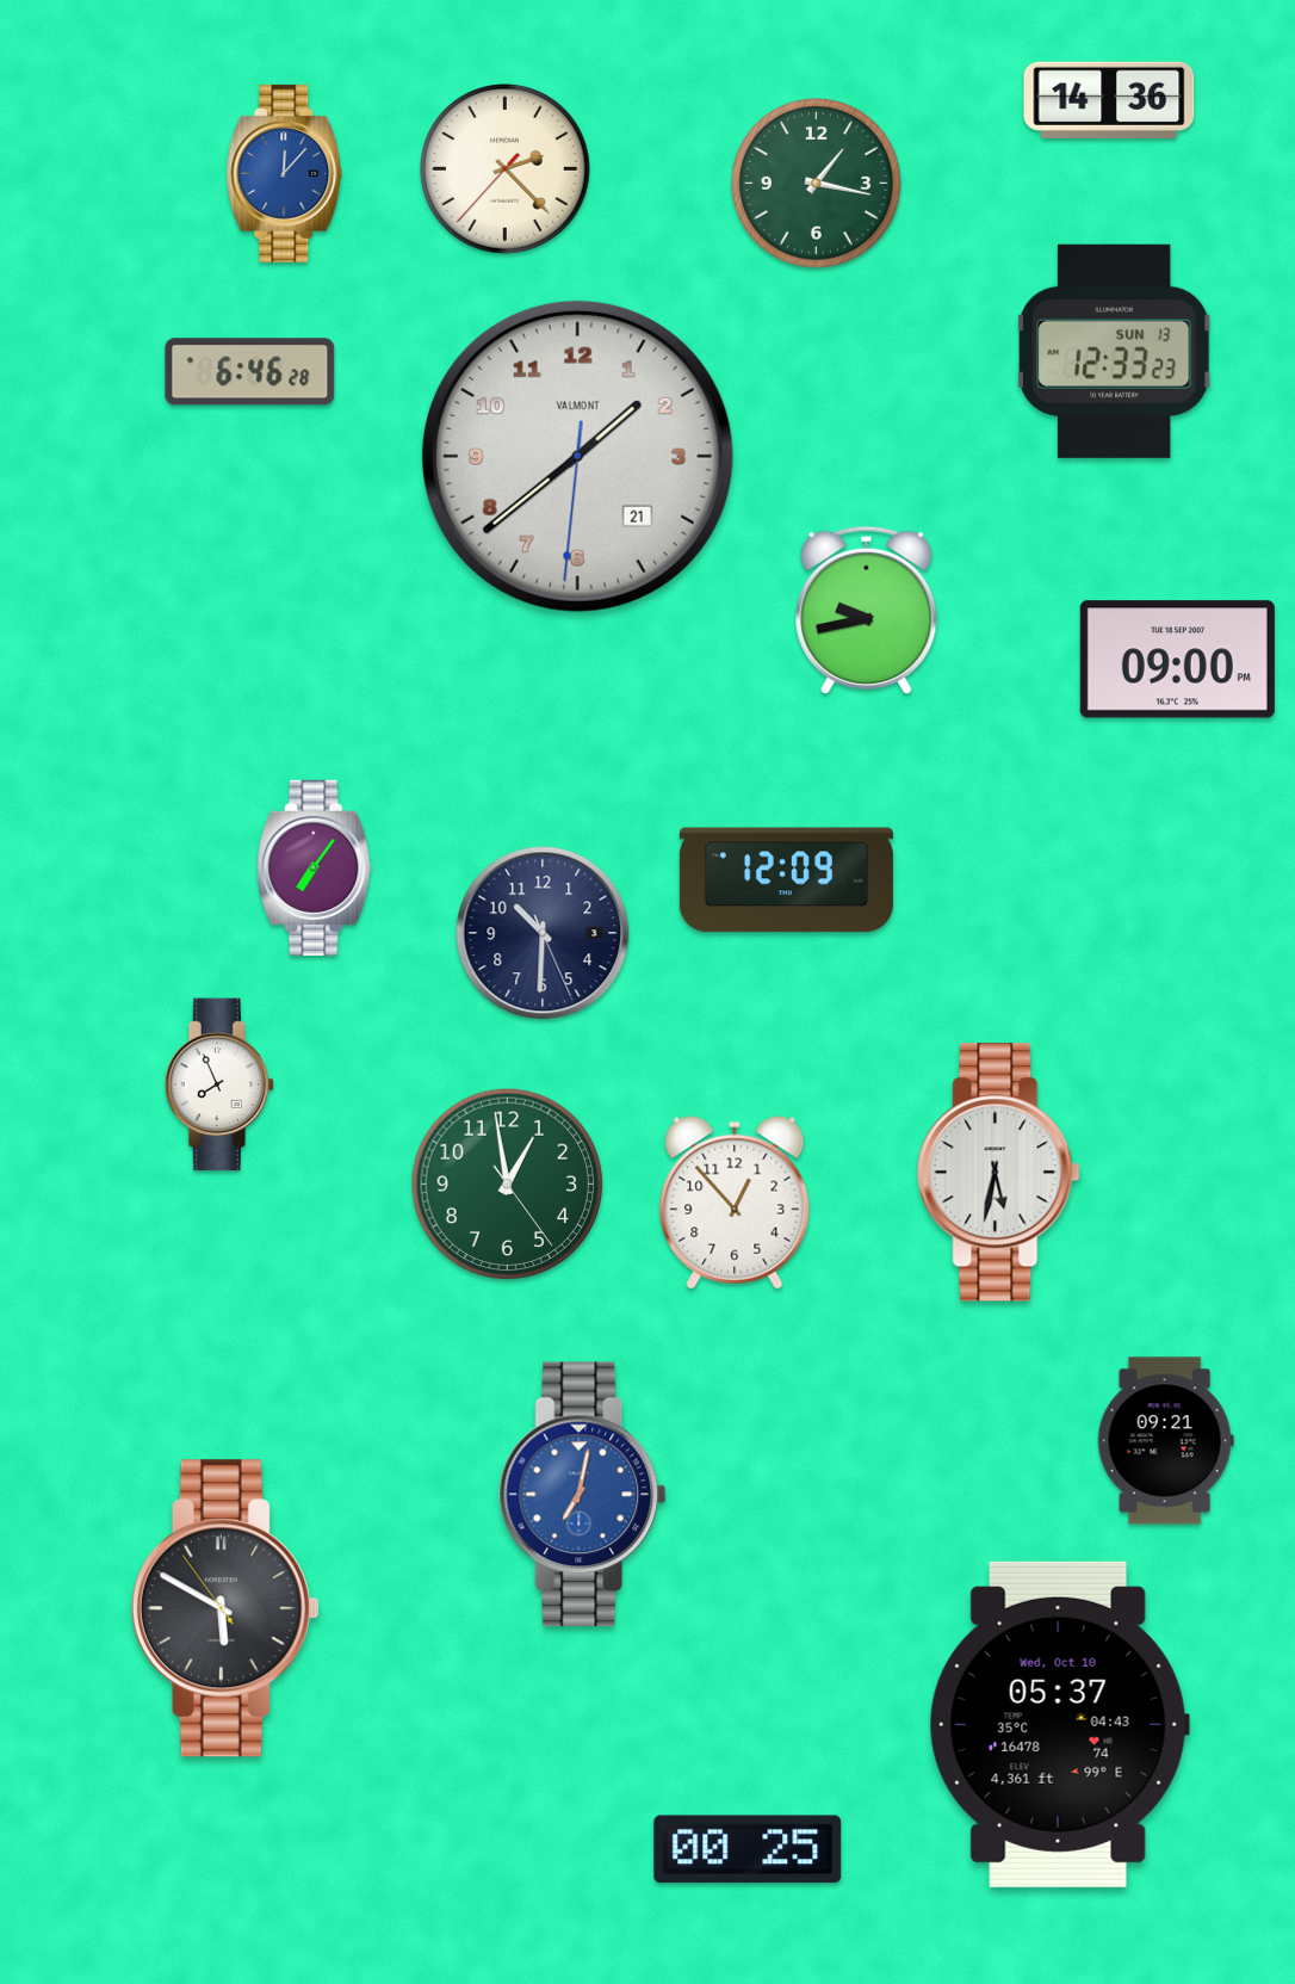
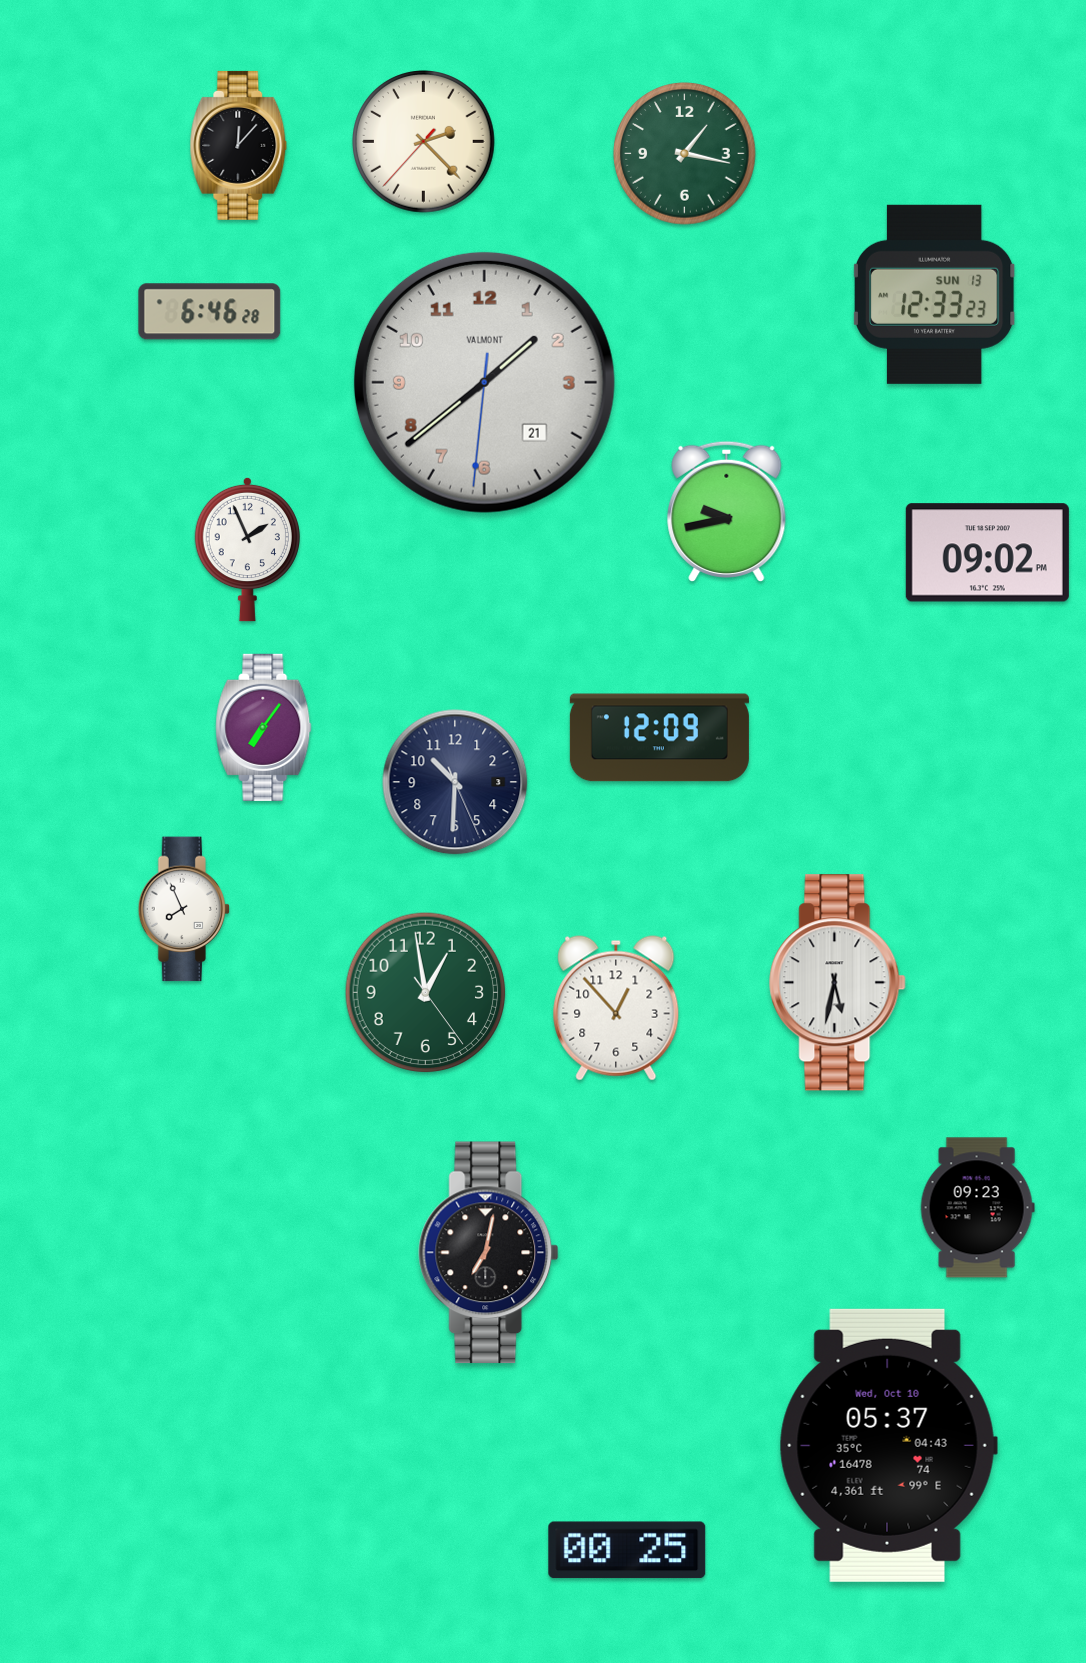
clock at (1109, 100): 14:36 -> none
clock at (285, 173) dial: blue -> black
clock at (247, 549): none -> 1:56
clock at (1177, 660): 09:00 -> 09:02
clock at (1165, 1441): 09:21 -> 09:23
clock at (583, 1495) dial: blue -> black
clock at (225, 1608): 5:49 -> none
